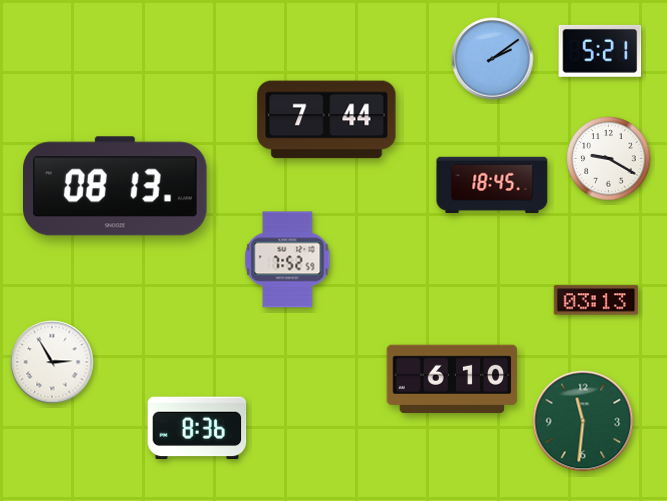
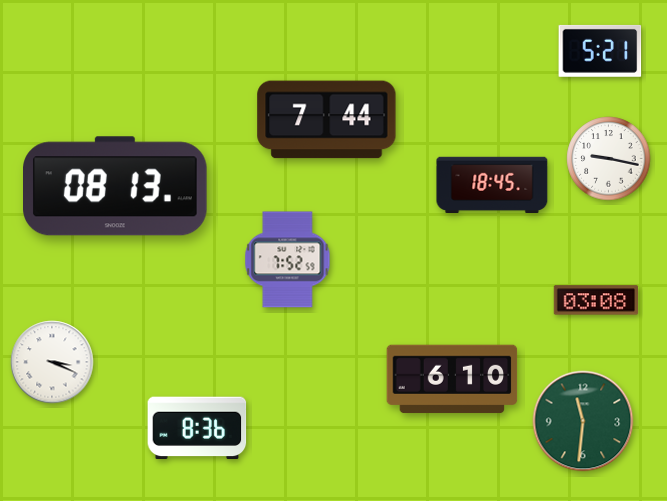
clock at (493, 59): 2:09 -> none
clock at (609, 159): 9:20 -> 9:17
clock at (596, 300): 03:13 -> 03:08
clock at (52, 362): 2:55 -> 3:19
